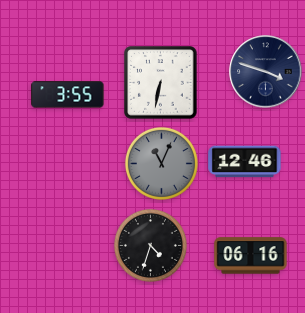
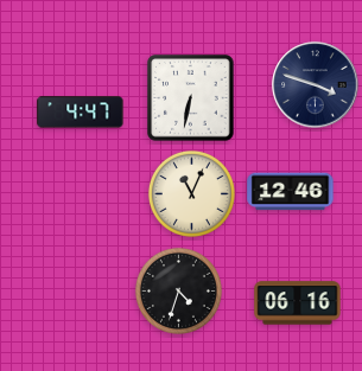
clock at (68, 95): 3:55 -> 4:47
clock at (161, 163) dial: grey -> cream
